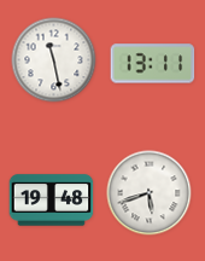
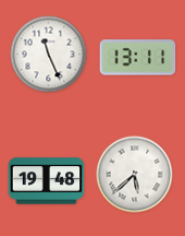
clock at (54, 60): 11:28 -> 11:26
clock at (150, 193): 5:42 -> 5:38
